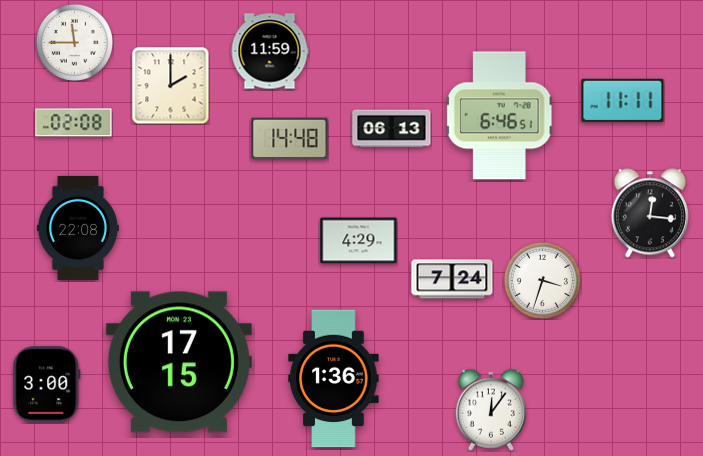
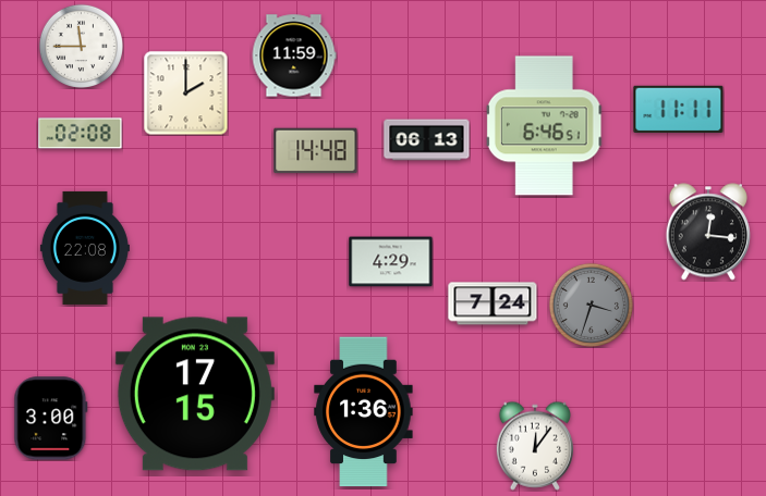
clock at (542, 280) dial: white -> grey
